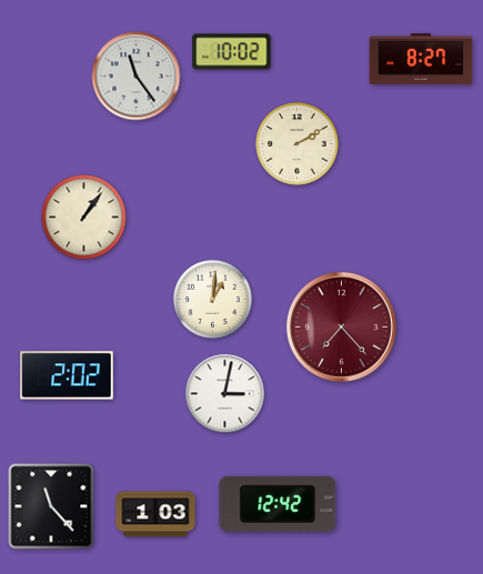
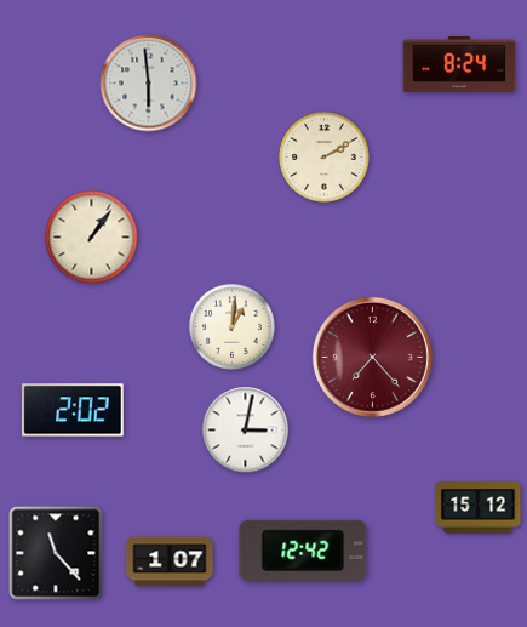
clock at (232, 52): 10:02 -> none
clock at (421, 60): 8:27 -> 8:24
clock at (137, 77): 11:24 -> 5:59
clock at (479, 508): none -> 15:12
clock at (155, 514): 1:03 -> 1:07
